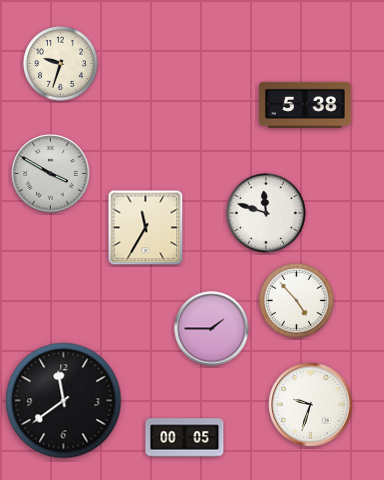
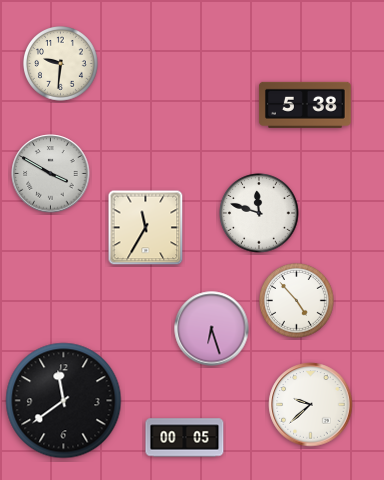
clock at (61, 64): 9:33 -> 9:31
clock at (266, 213) position: (266, 213) -> (259, 213)
clock at (212, 329): 1:45 -> 6:27
clock at (311, 405): 9:33 -> 9:38
